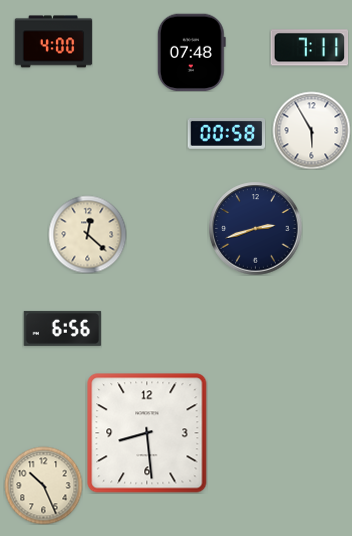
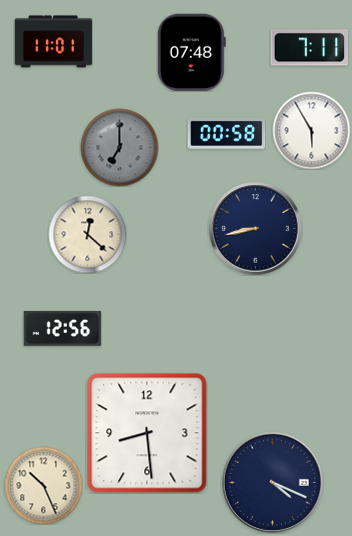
clock at (53, 42): 4:00 -> 11:01
clock at (119, 147): none -> 7:00
clock at (255, 228): 2:42 -> 8:43
clock at (62, 328): 6:56 -> 12:56
clock at (272, 482): none -> 4:19
